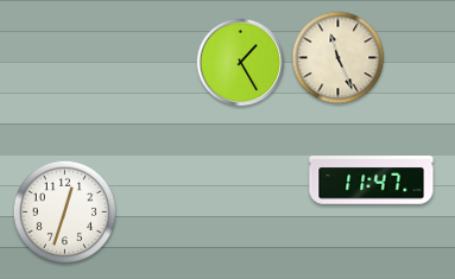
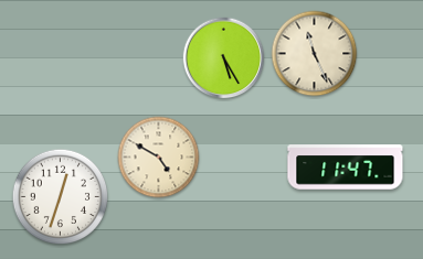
clock at (241, 63): 1:25 -> 5:25
clock at (159, 158): none -> 4:50
